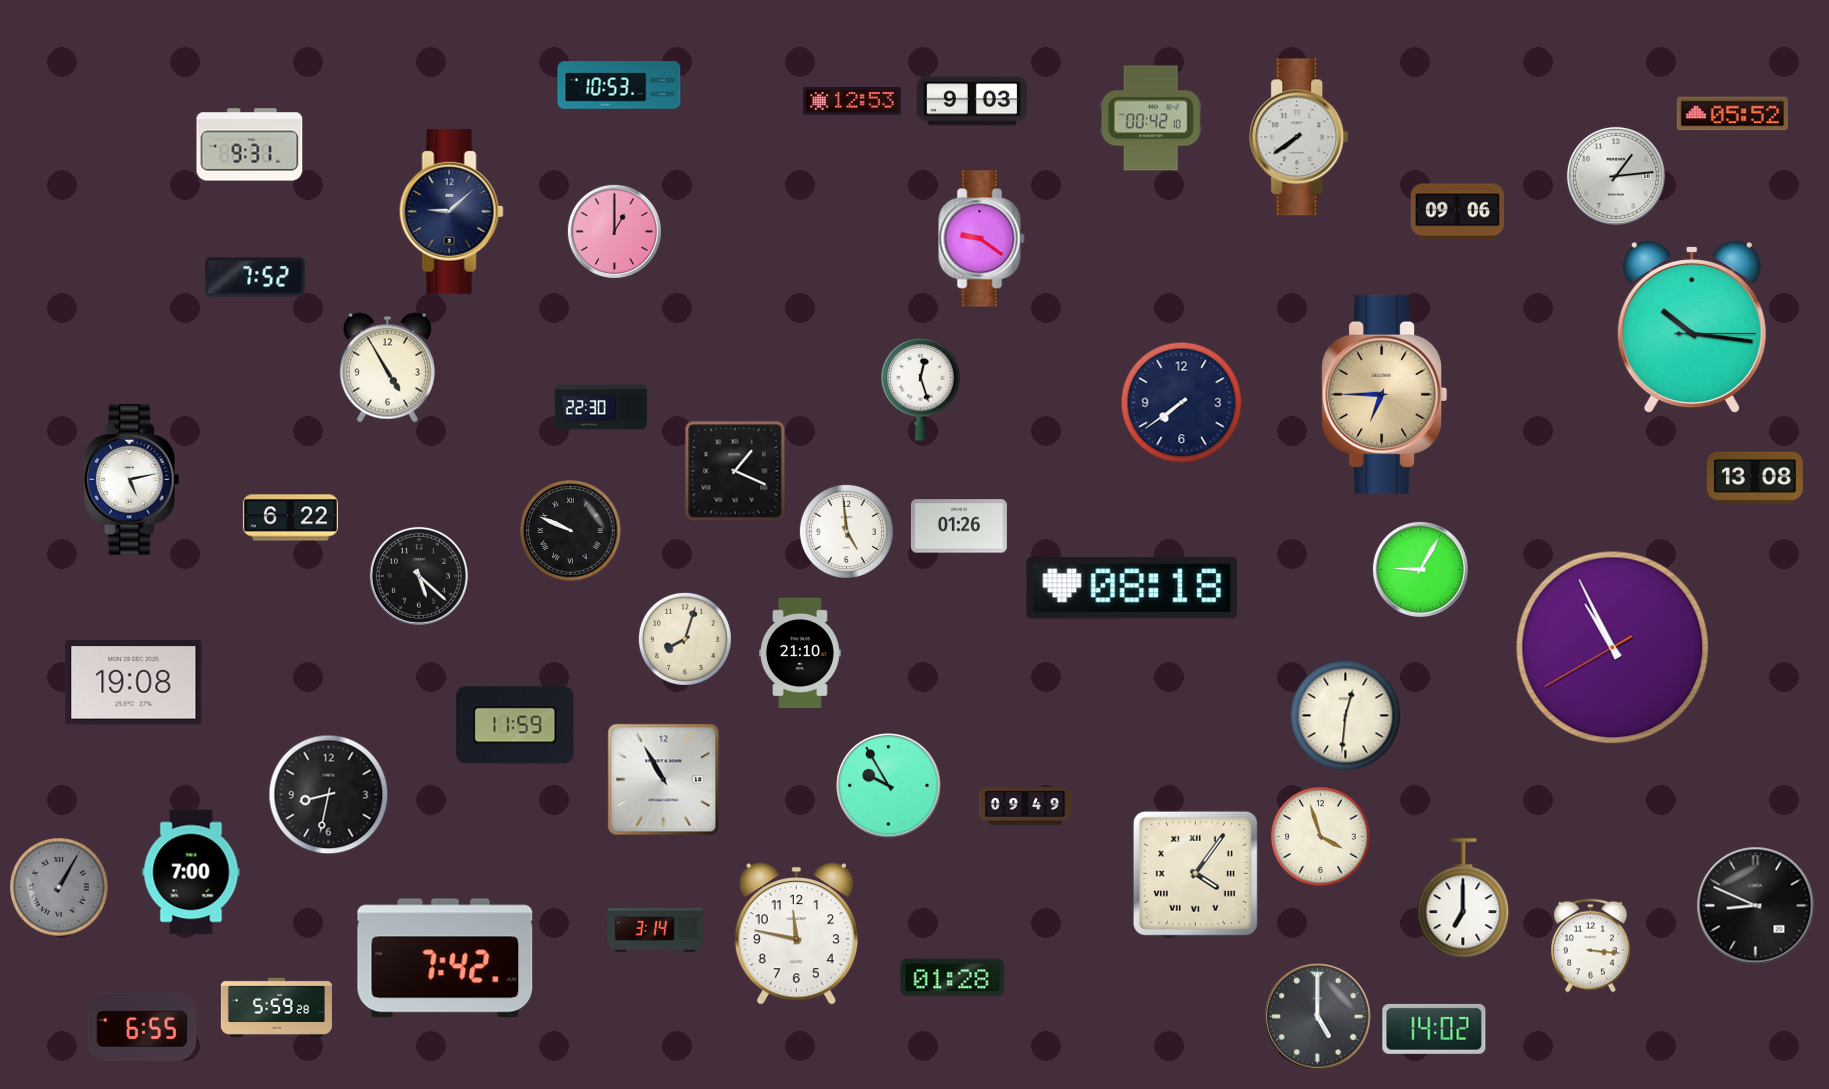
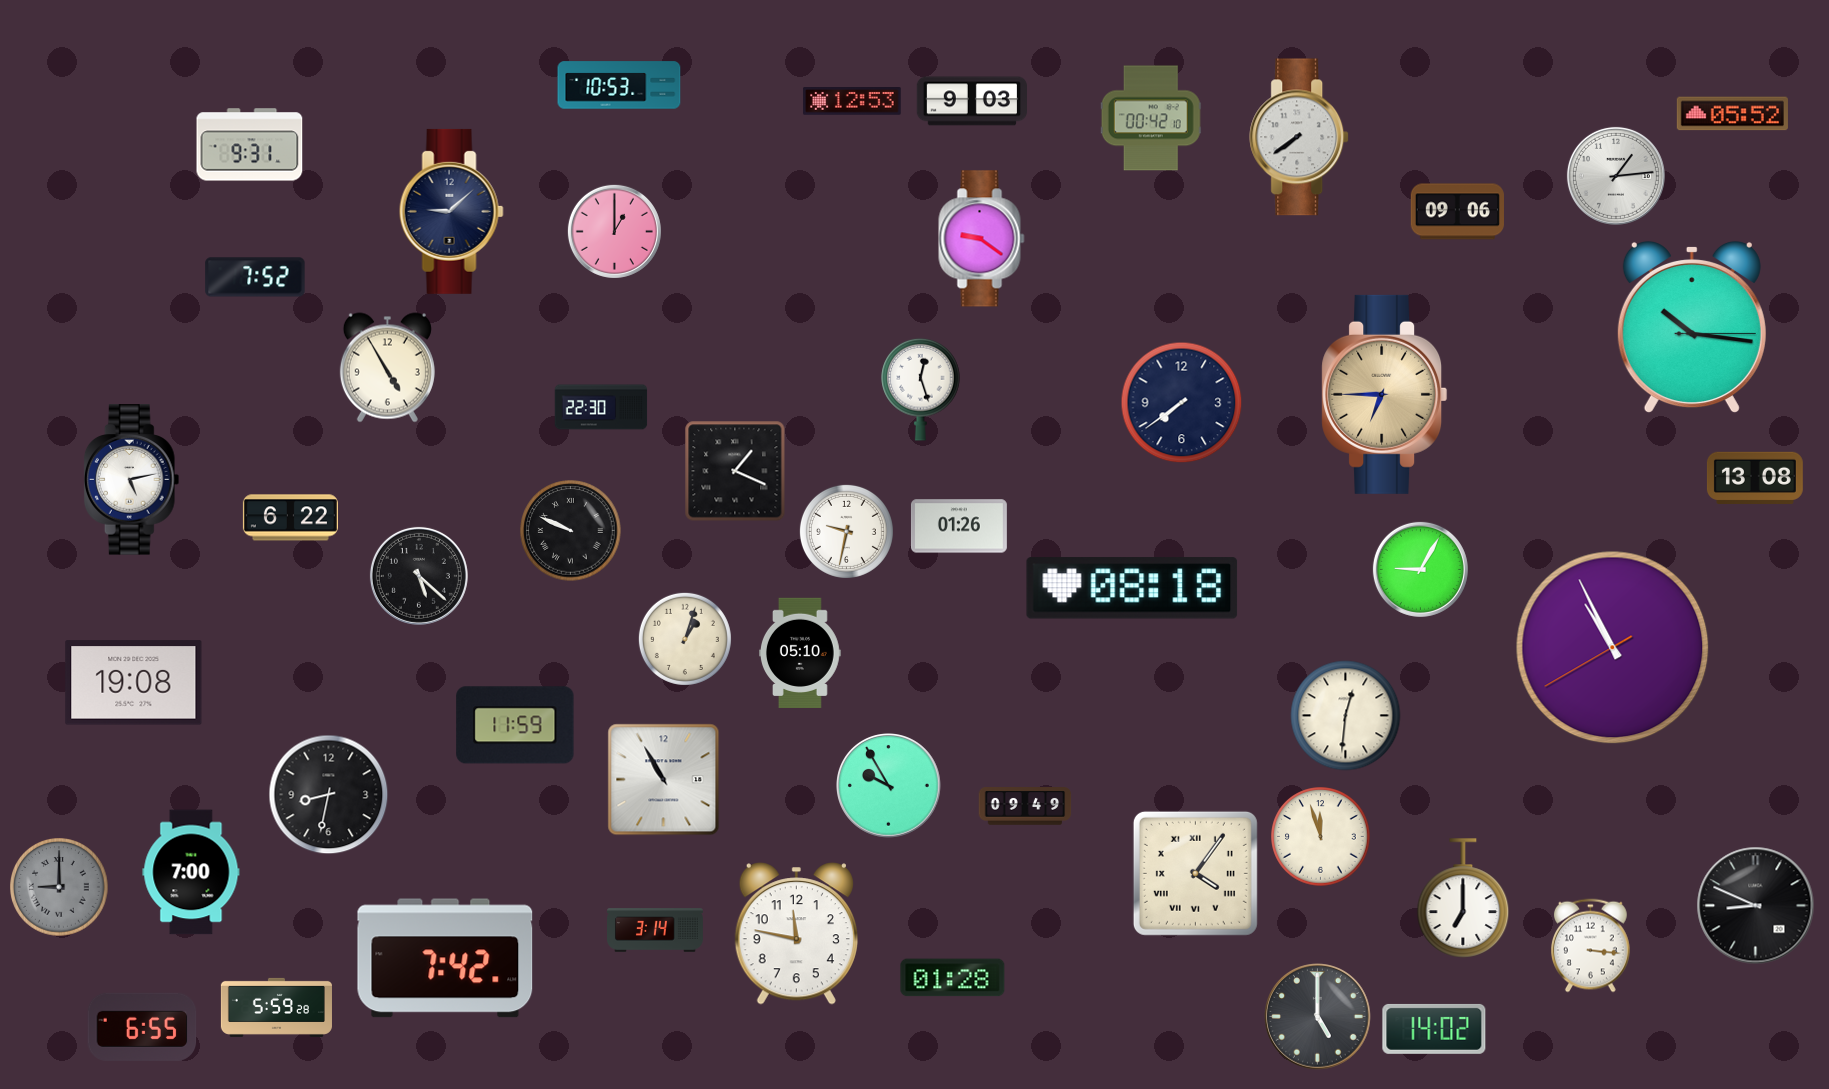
clock at (846, 531): 4:59 -> 9:32
clock at (685, 639): 8:03 -> 1:03
clock at (801, 652): 21:10 -> 05:10
clock at (1321, 837): 3:57 -> 11:57
clock at (59, 887): 1:05 -> 9:00
